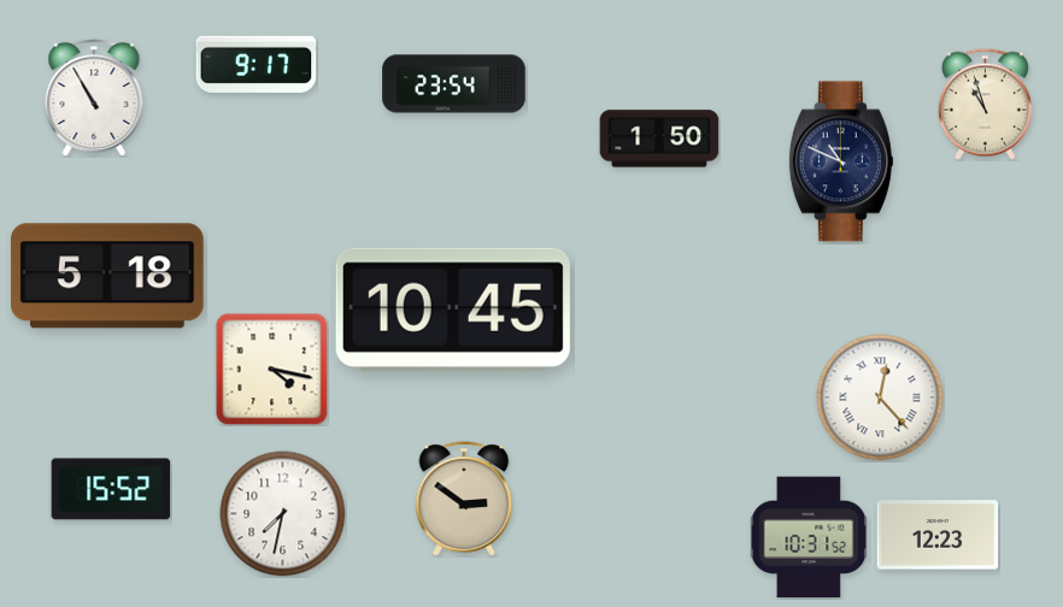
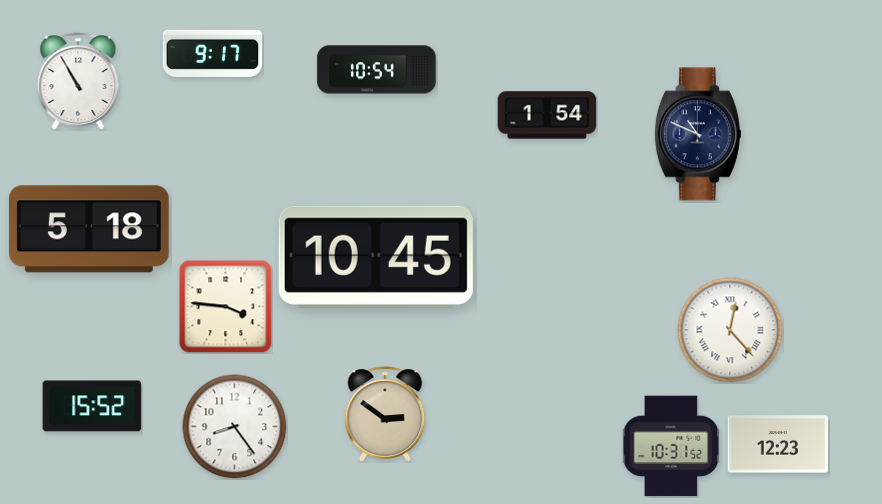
clock at (454, 84): 23:54 -> 10:54
clock at (985, 104): 10:57 -> none
clock at (659, 139): 1:50 -> 1:54
clock at (272, 370): 4:17 -> 3:46
clock at (283, 514): 7:32 -> 8:24
